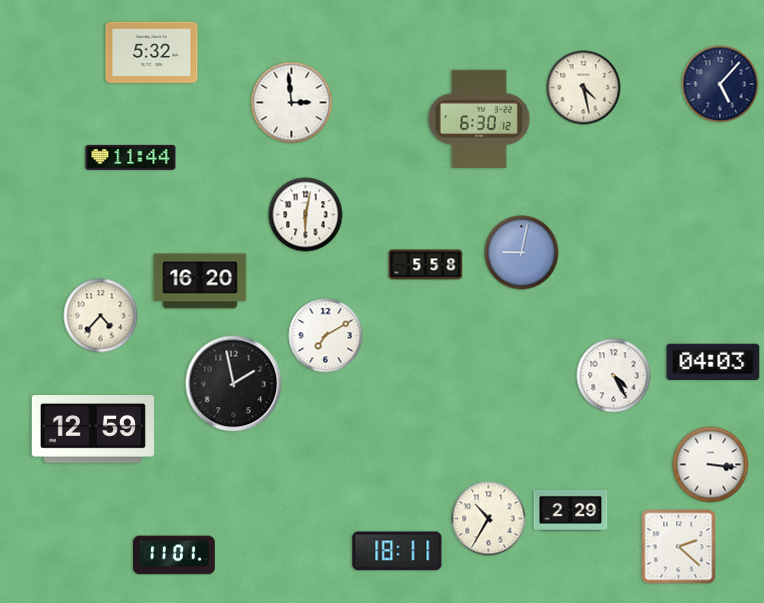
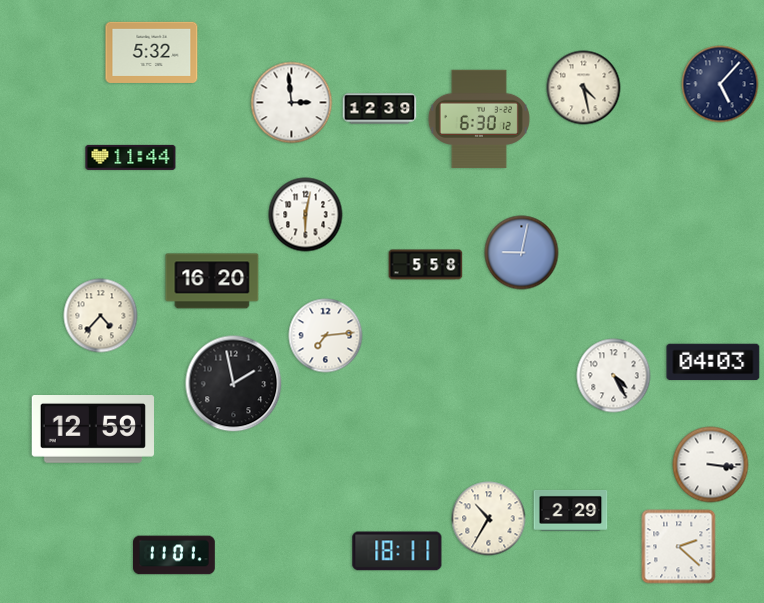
clock at (380, 109): none -> 12:39
clock at (200, 281) position: (200, 281) -> (212, 281)
clock at (326, 336): 7:10 -> 7:14
